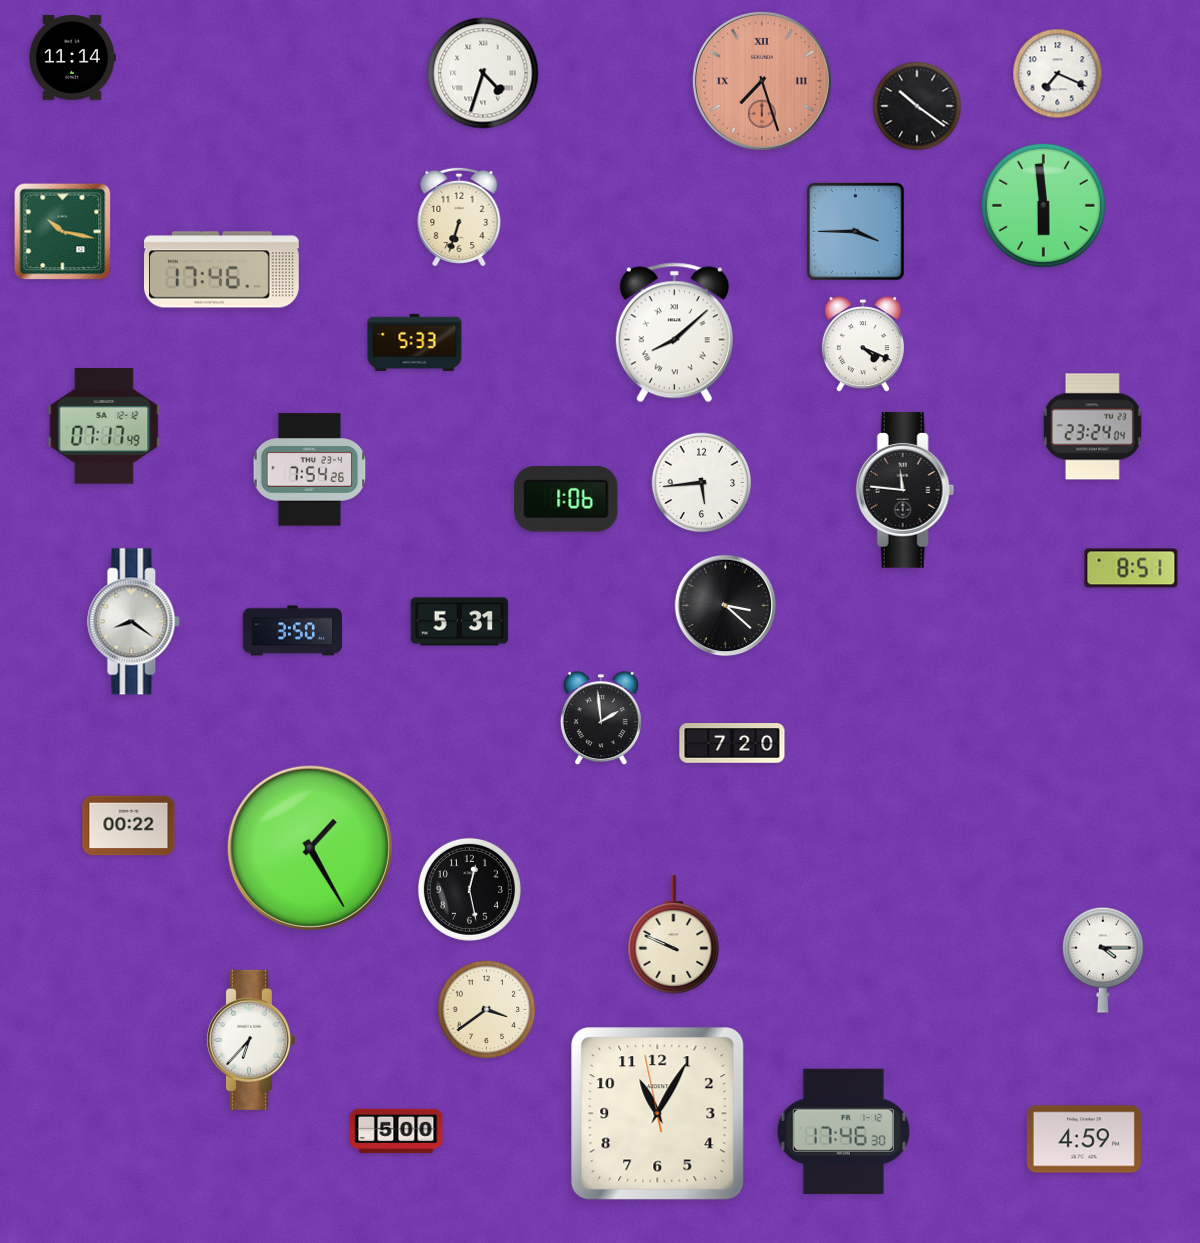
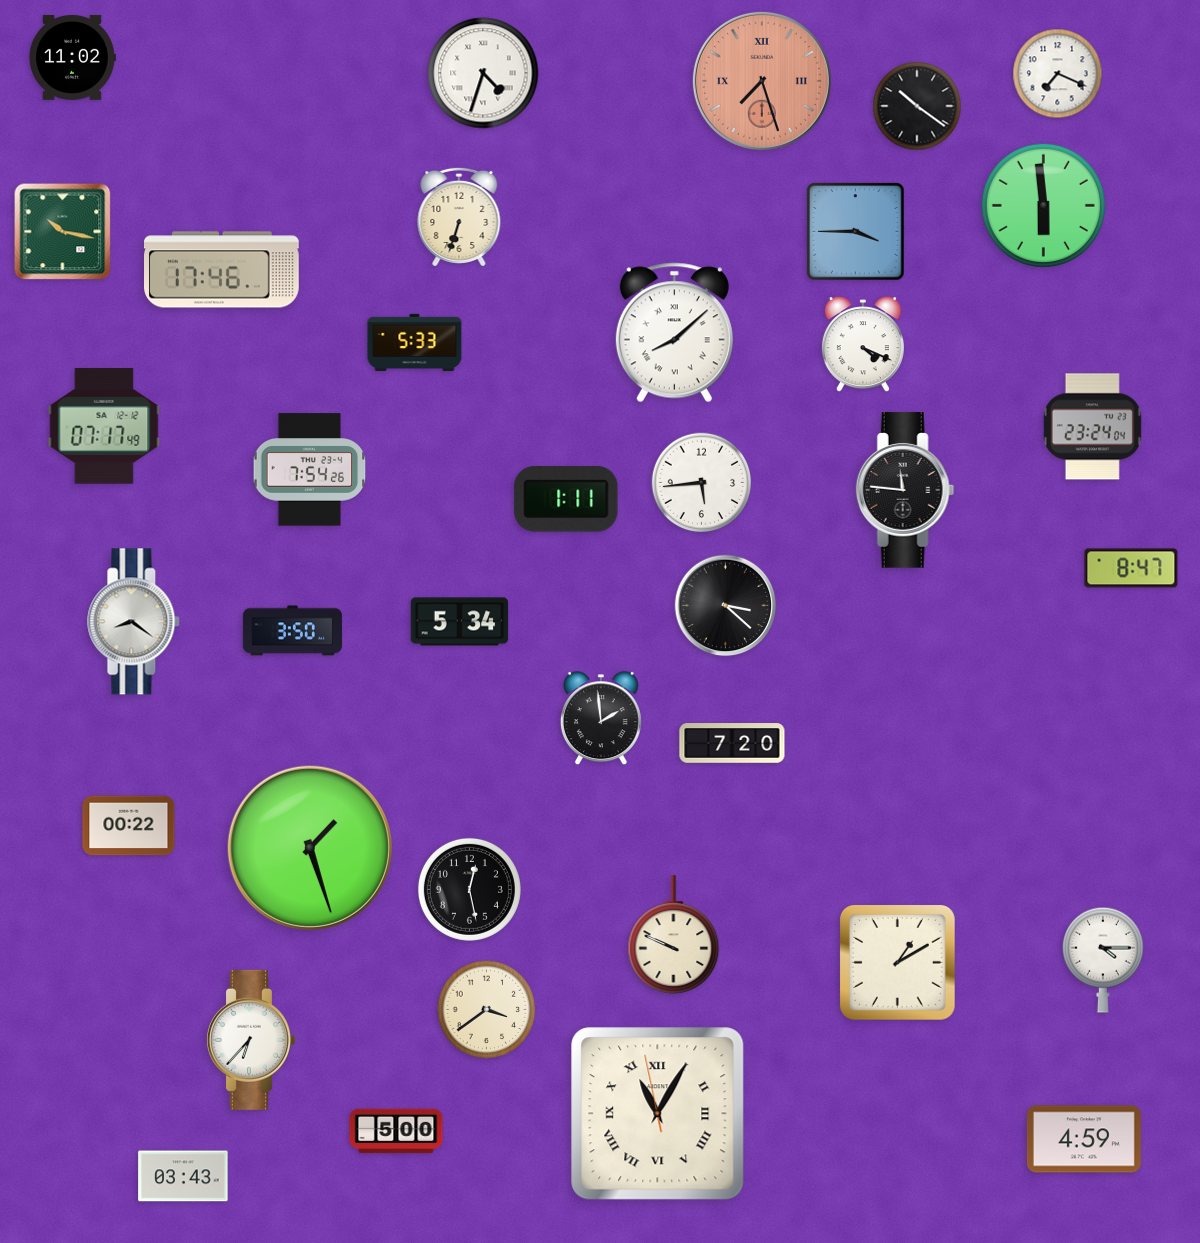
clock at (73, 57): 11:14 -> 11:02
clock at (566, 500): 1:06 -> 1:11
clock at (1131, 568): 8:51 -> 8:47
clock at (460, 622): 5:31 -> 5:34
clock at (310, 848): 1:25 -> 1:27
clock at (898, 963): none -> 1:10
clock at (658, 1114) numerals: Arabic -> Roman
clock at (843, 1131): 17:46 -> none
clock at (183, 1176): none -> 03:43
